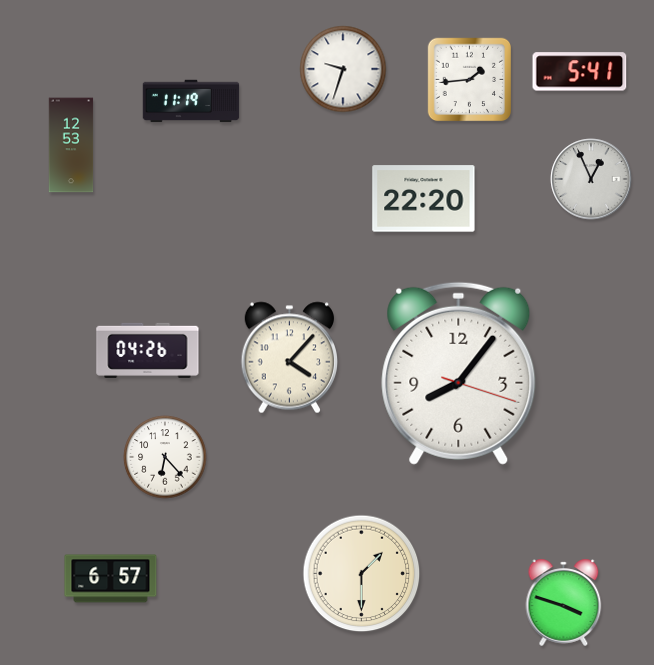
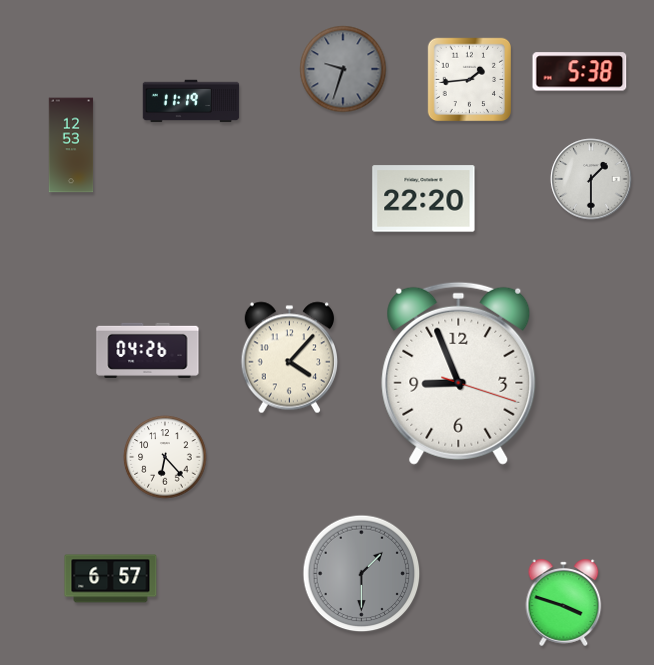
clock at (343, 69) dial: white -> grey
clock at (580, 72): 5:41 -> 5:38
clock at (591, 179): 12:56 -> 1:30
clock at (459, 373): 8:06 -> 8:56
clock at (362, 574) dial: cream -> grey
